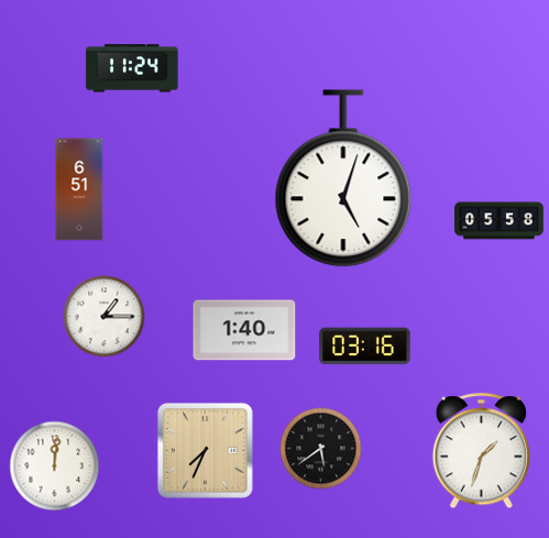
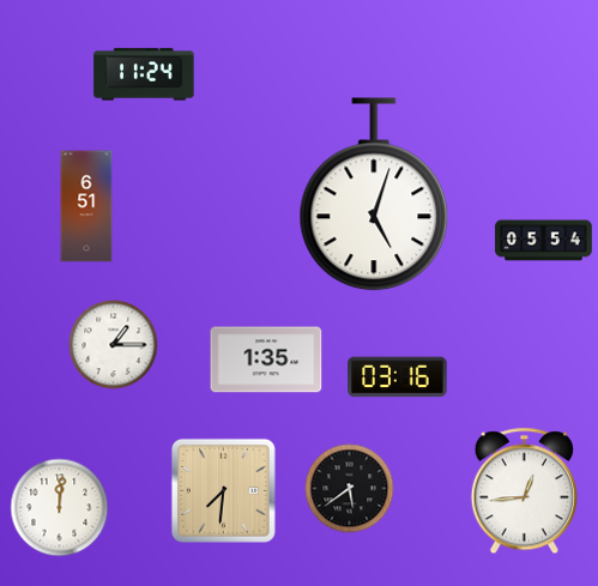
clock at (499, 221): 05:58 -> 05:54
clock at (244, 330): 1:40 -> 1:35
clock at (205, 450): 7:34 -> 7:31
clock at (481, 451): 1:33 -> 12:44
